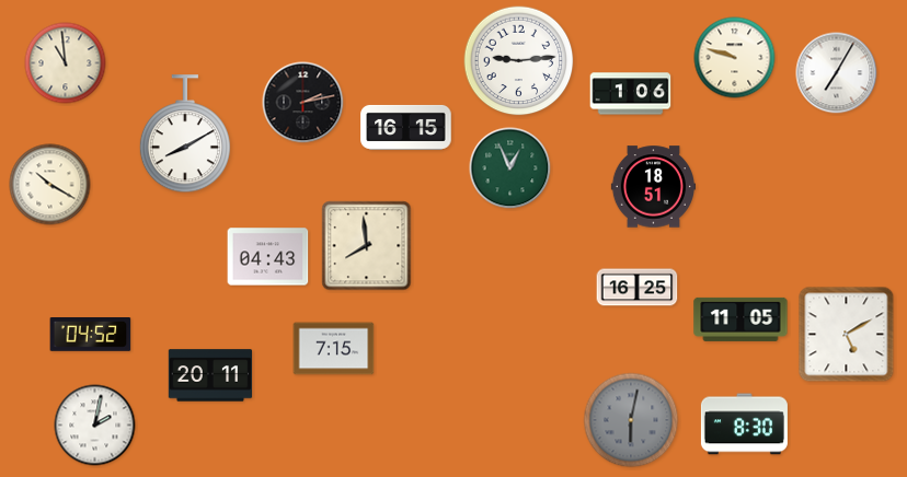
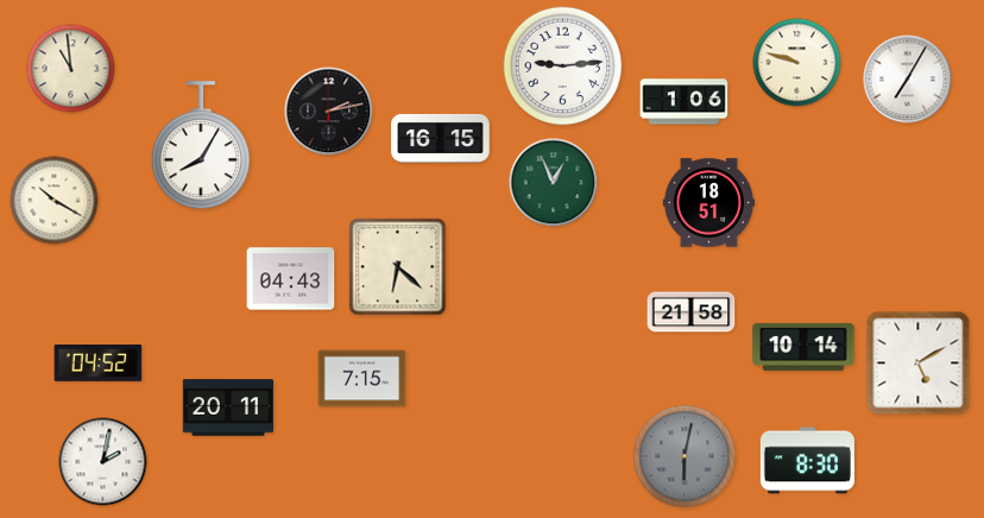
clock at (185, 135): 8:10 -> 8:05
clock at (367, 246): 7:59 -> 6:22
clock at (638, 288): 16:25 -> 21:58
clock at (740, 319): 11:05 -> 10:14
